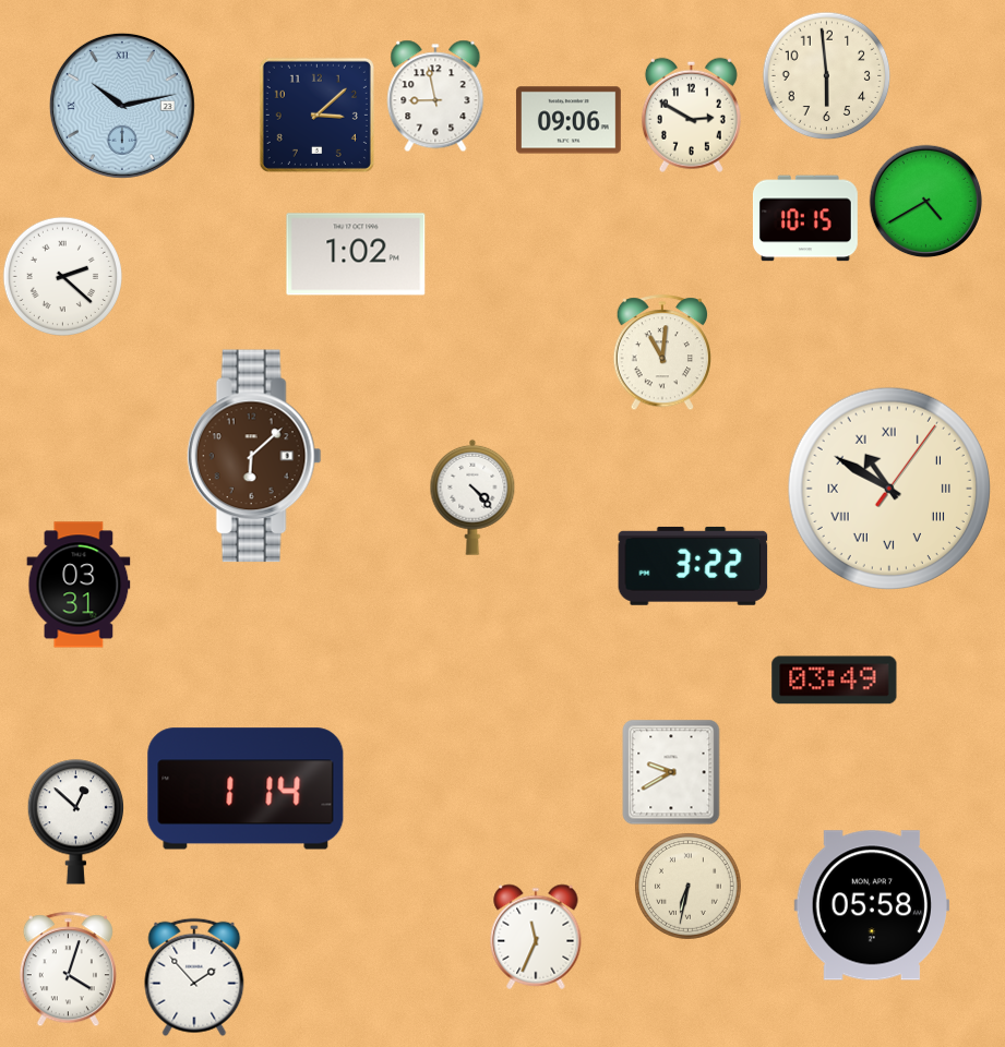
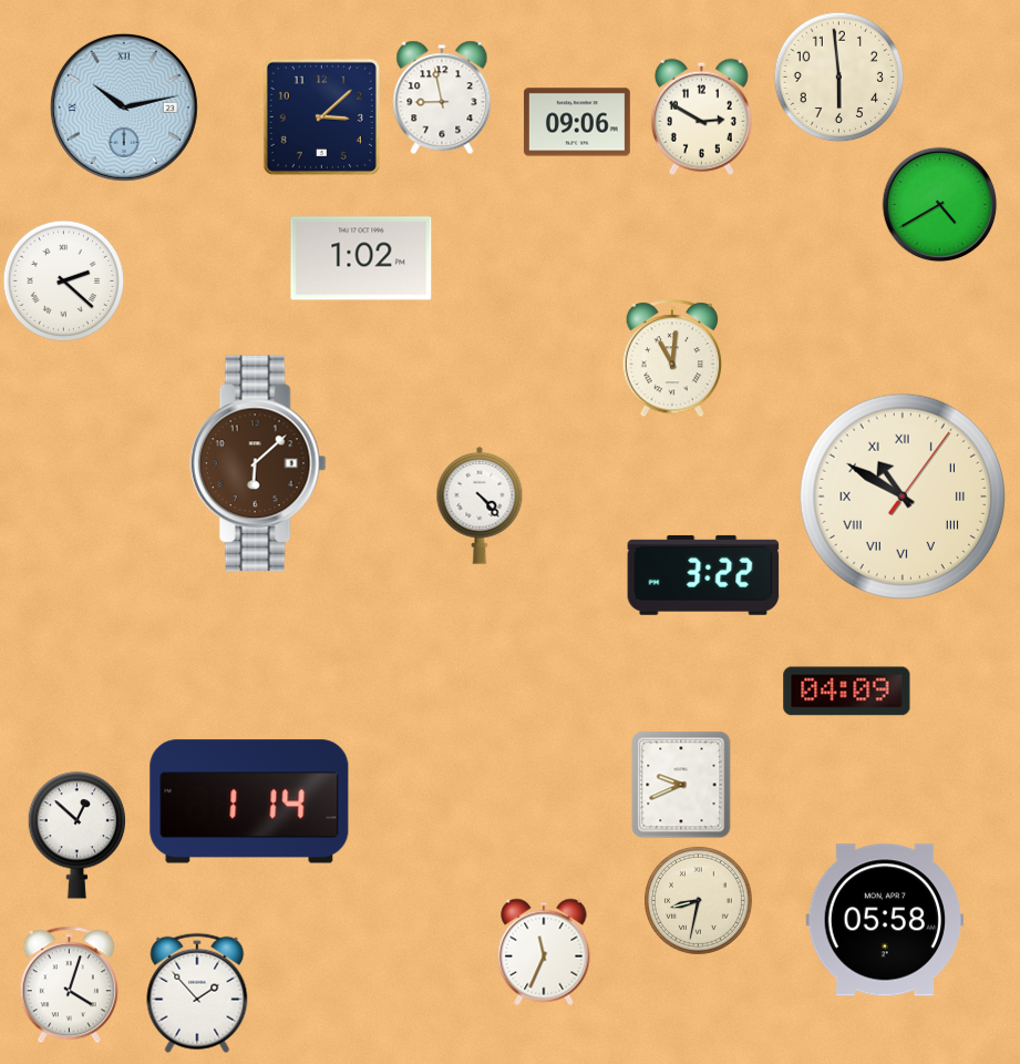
clock at (805, 218): 10:15 -> none
clock at (79, 585): 03:31 -> none
clock at (835, 681): 03:49 -> 04:09
clock at (671, 772): 9:40 -> 9:41
clock at (687, 886): 6:32 -> 8:32
